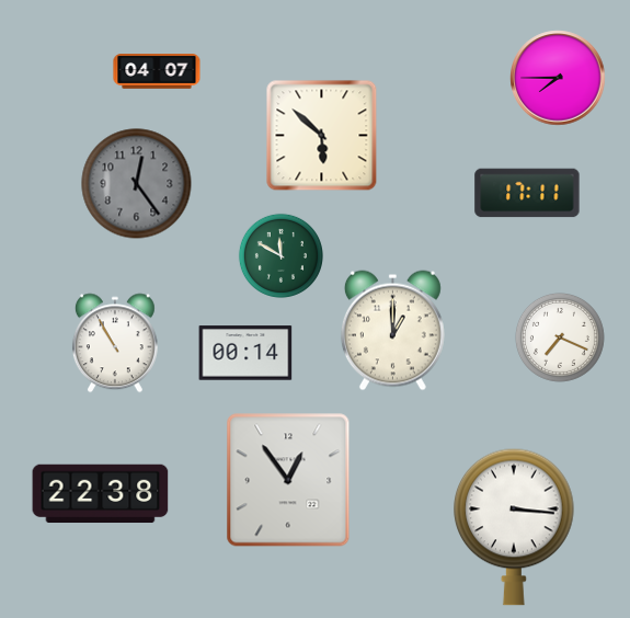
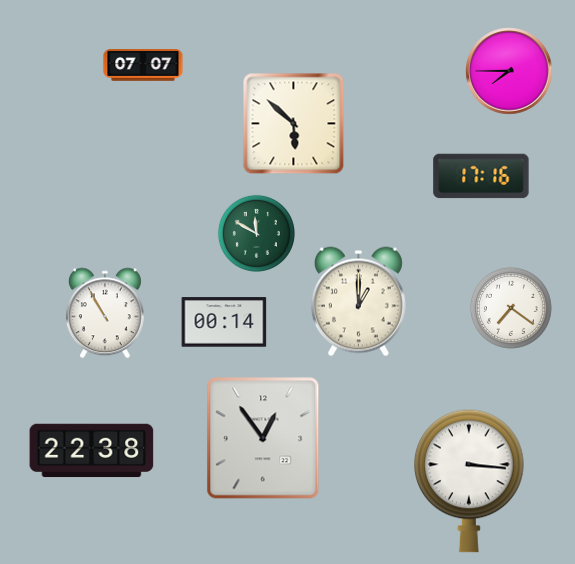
clock at (157, 71): 04:07 -> 07:07
clock at (137, 184): 12:24 -> none
clock at (527, 193): 17:11 -> 17:16
clock at (560, 337): 7:19 -> 7:21
